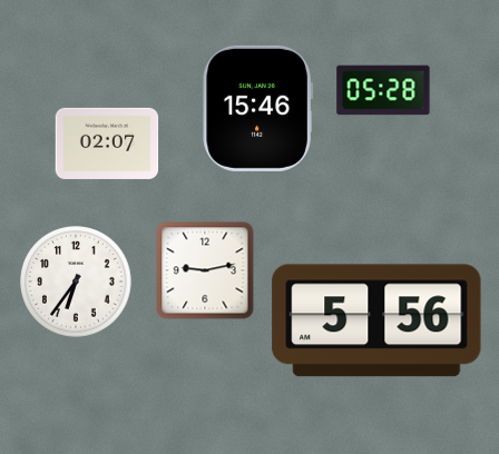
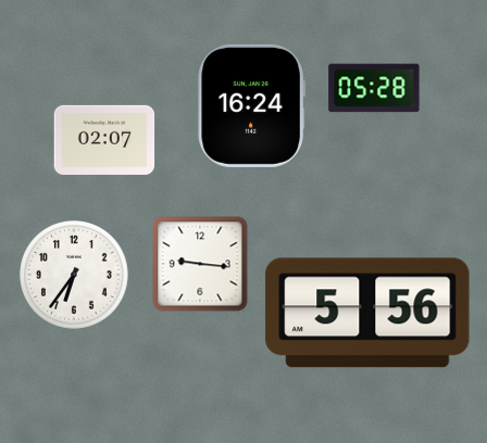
clock at (257, 108): 15:46 -> 16:24
clock at (205, 270): 9:13 -> 9:16
